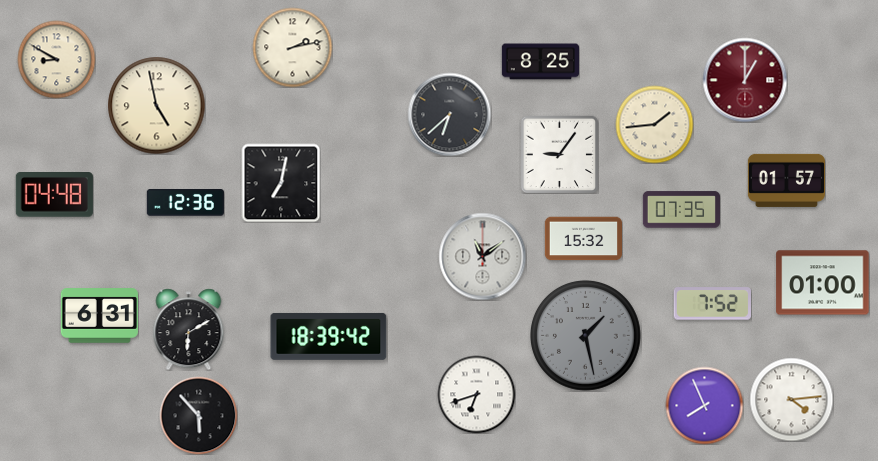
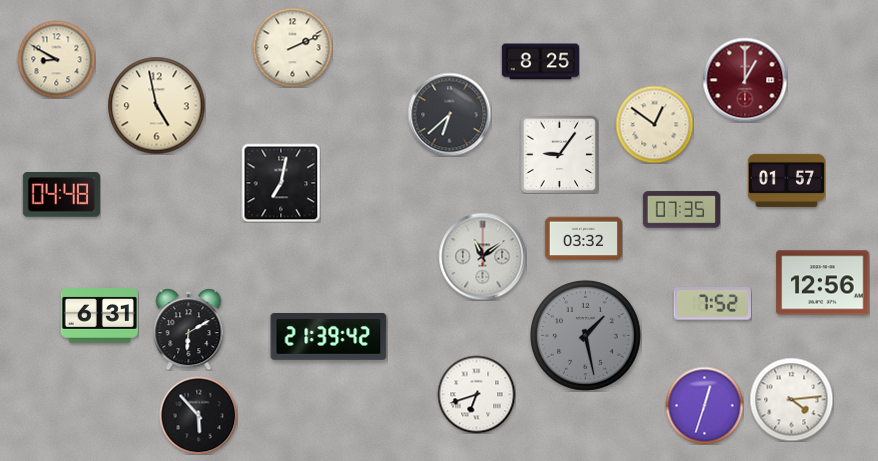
clock at (292, 47): 2:13 -> 2:11
clock at (654, 124): 1:44 -> 12:51
clock at (54, 195) position: (54, 195) -> (61, 195)
clock at (185, 203): 12:36 -> none
clock at (583, 239): 15:32 -> 03:32
clock at (823, 283): 01:00 -> 12:56
clock at (329, 336): 18:39 -> 21:39
clock at (704, 405): 7:56 -> 12:33
